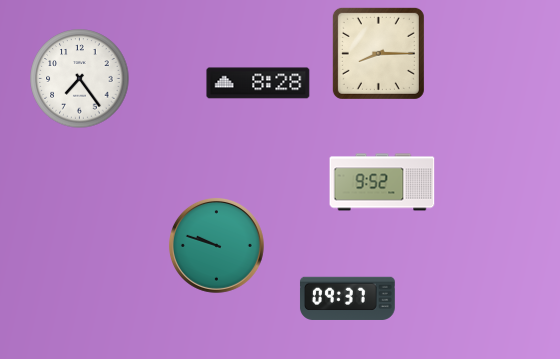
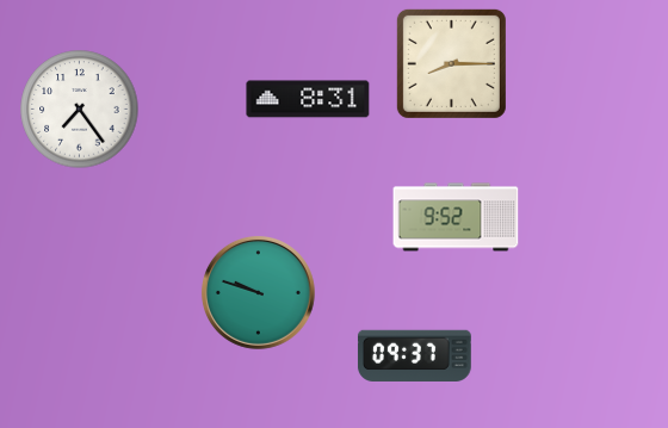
clock at (80, 79) position: (80, 79) -> (80, 110)
clock at (258, 83): 8:28 -> 8:31
